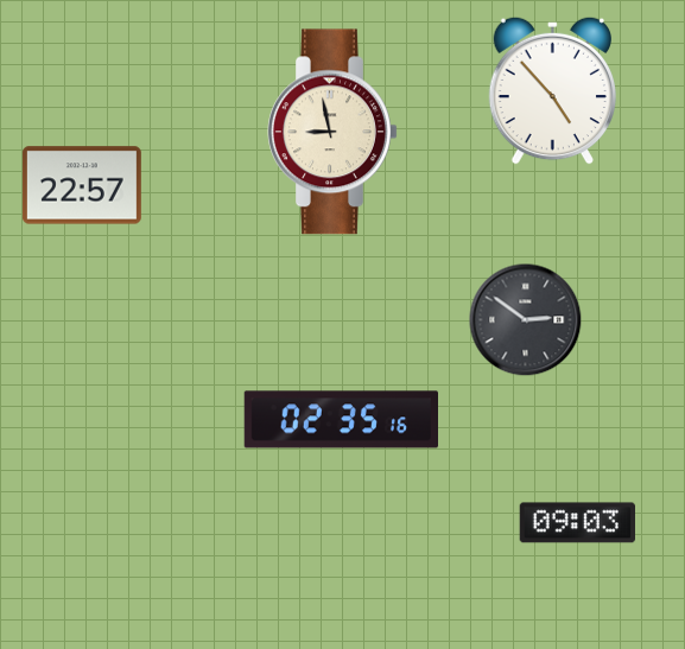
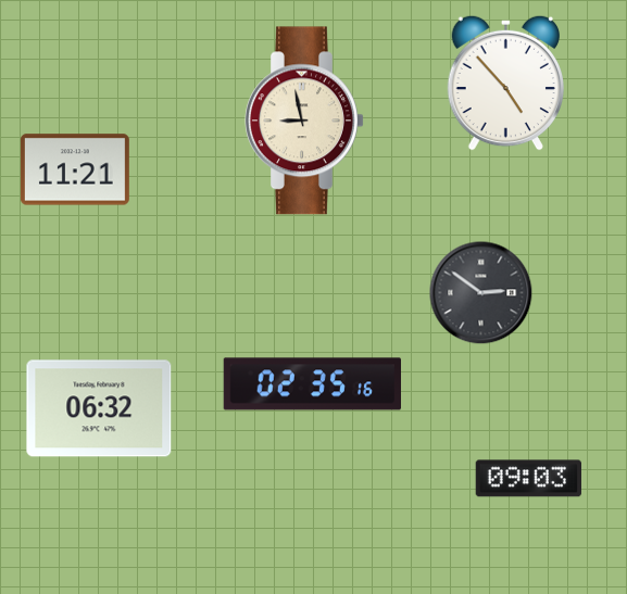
clock at (82, 185): 22:57 -> 11:21
clock at (99, 408): none -> 06:32
